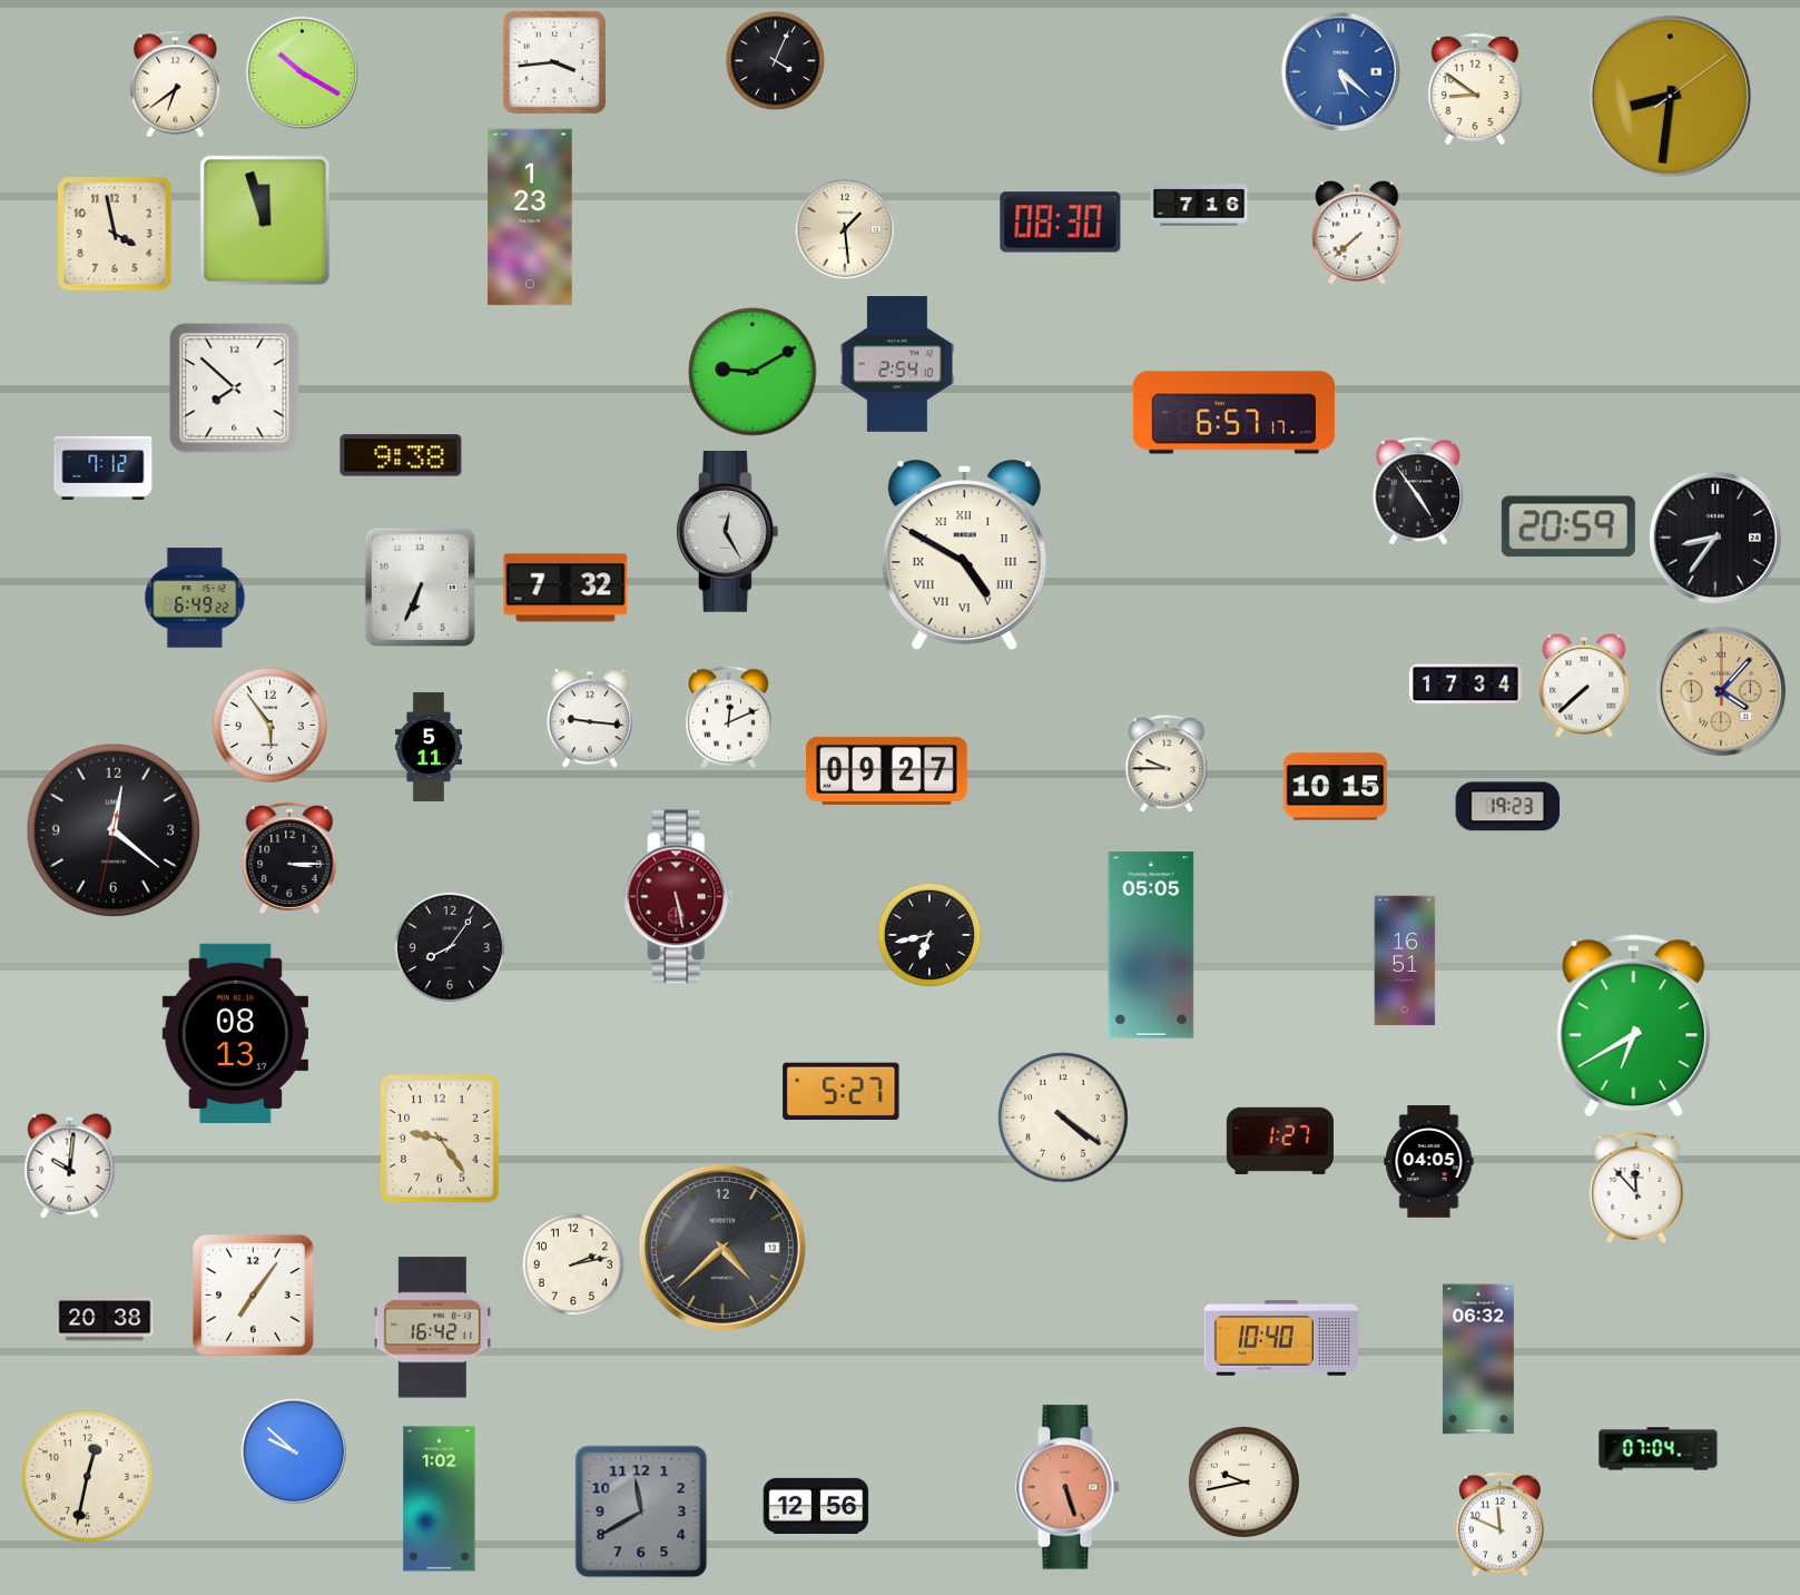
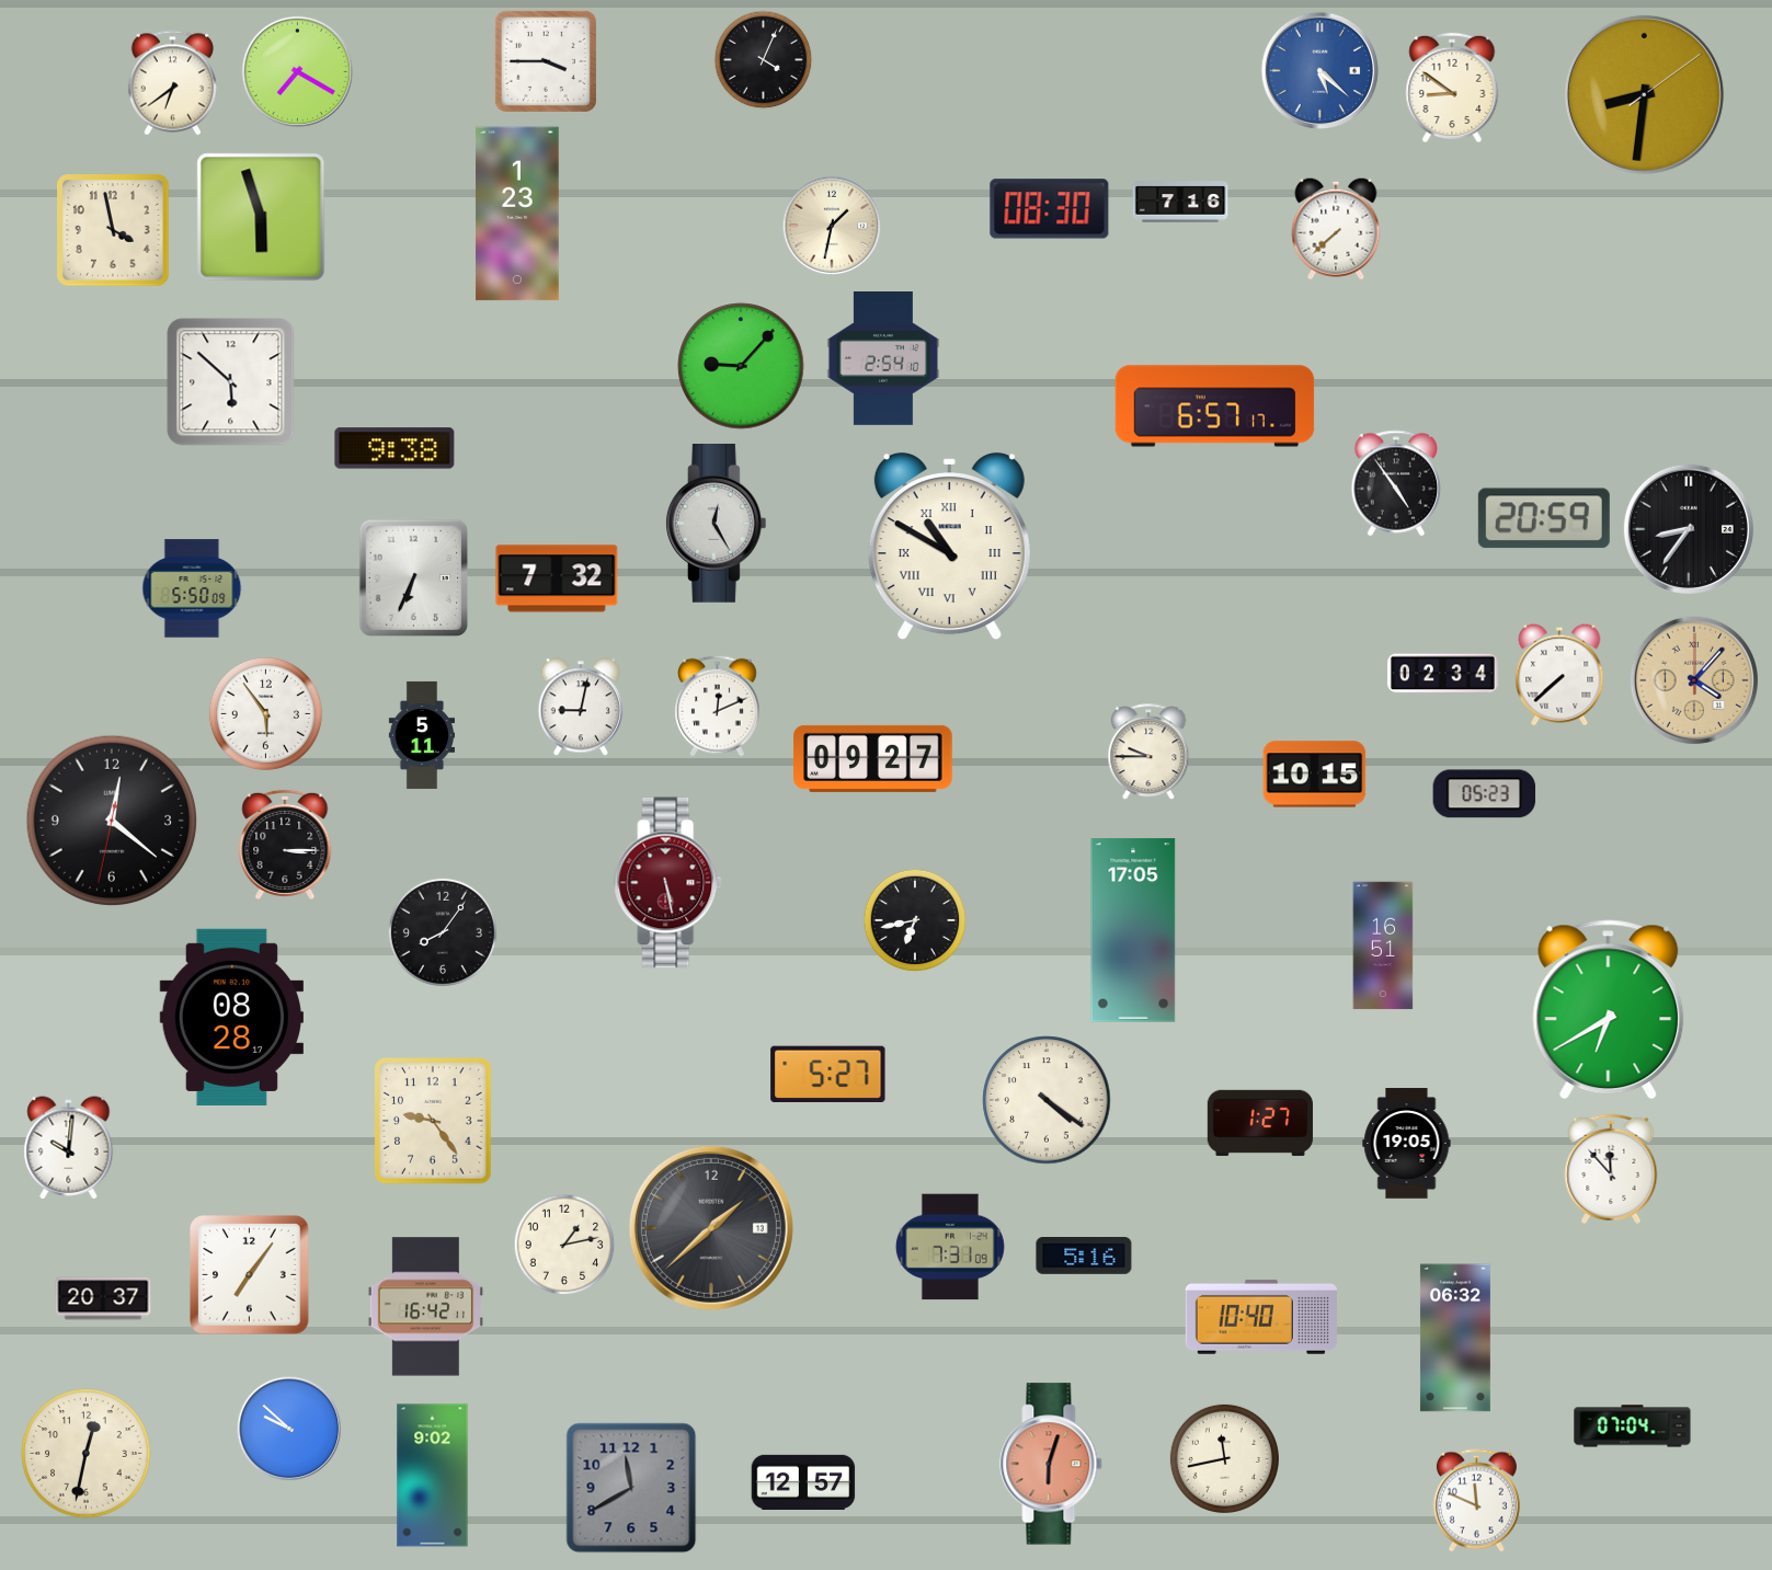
clock at (554, 62): 3:44 -> 3:45
clock at (303, 73): 10:20 -> 7:20
clock at (530, 217) position: (530, 217) -> (517, 214)
clock at (265, 220): 11:57 -> 5:57
clock at (1061, 223) position: (1061, 223) -> (1050, 209)
clock at (845, 229): 1:29 -> 1:32
clock at (753, 372): 9:10 -> 9:07
clock at (235, 388): 7:52 -> 5:52
clock at (104, 467): 7:12 -> none
clock at (964, 557): 4:50 -> 10:50
clock at (195, 598): 6:49 -> 5:50
clock at (1466, 685): 17:34 -> 02:34
clock at (589, 718): 9:16 -> 9:02
clock at (1508, 807): 19:23 -> 05:23
clock at (114, 830) position: (114, 830) -> (112, 821)
clock at (1151, 945): 05:05 -> 17:05
clock at (235, 1033): 08:13 -> 08:28
clock at (1429, 1162): 04:05 -> 19:05
clock at (722, 1248): 4:38 -> 1:38
clock at (573, 1264): 2:13 -> 1:13
clock at (950, 1247): none -> 7:31
clock at (1084, 1257): none -> 5:16
clock at (105, 1319): 20:38 -> 20:37
clock at (1243, 1481): 9:43 -> 11:43
clock at (1068, 1487): 5:27 -> 6:03
clock at (440, 1499): 1:02 -> 9:02
clock at (816, 1506): 12:56 -> 12:57
